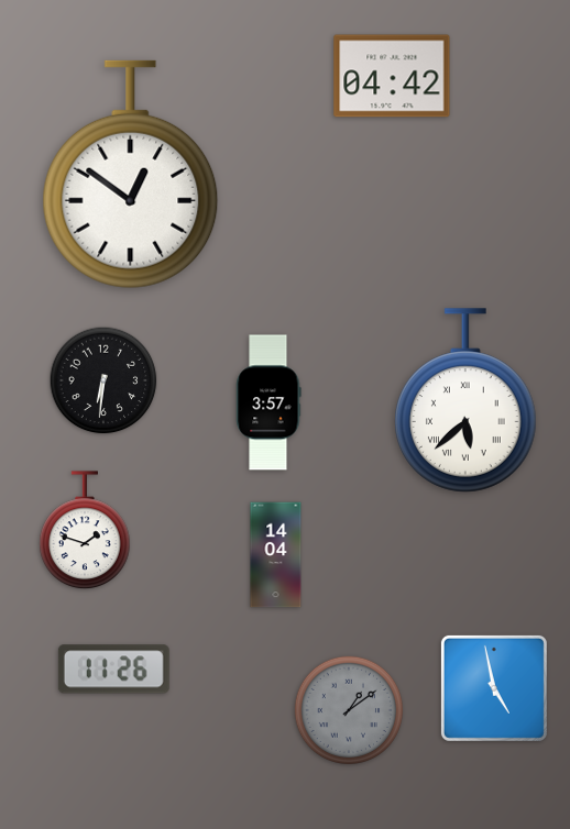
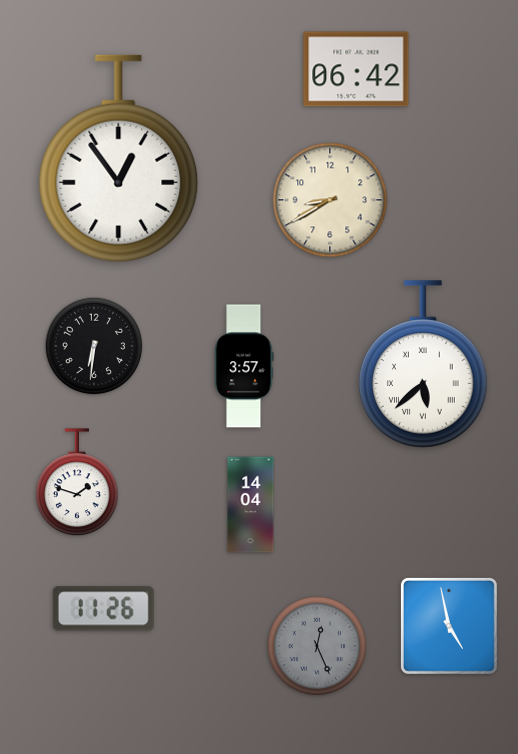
clock at (392, 76): 04:42 -> 06:42
clock at (131, 175): 12:51 -> 12:54
clock at (330, 200): none -> 8:40
clock at (349, 710): 1:09 -> 12:26
